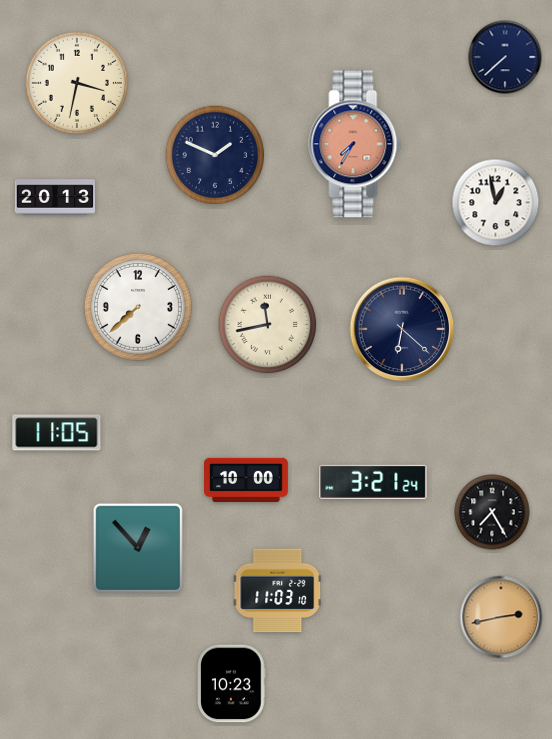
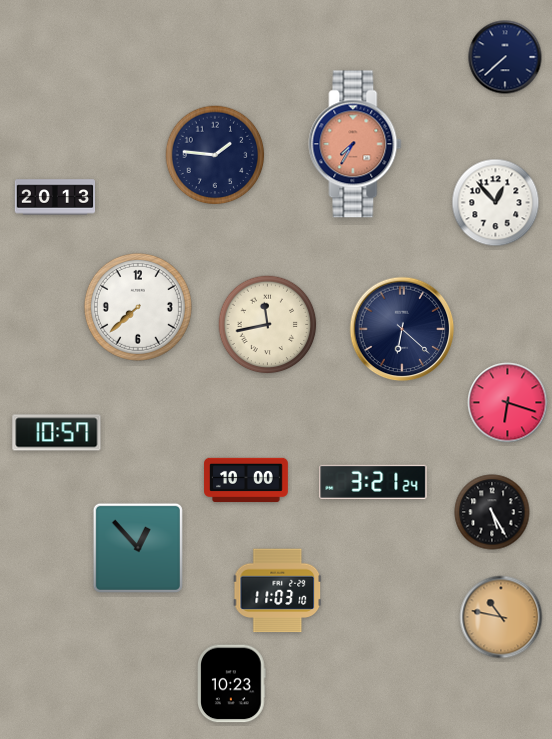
clock at (77, 83): 3:32 -> none
clock at (215, 155): 1:49 -> 1:46
clock at (496, 203): 12:58 -> 12:53
clock at (508, 403): none -> 6:18
clock at (57, 433): 11:05 -> 10:57
clock at (492, 512): 7:25 -> 5:25
clock at (501, 617): 2:43 -> 10:47
